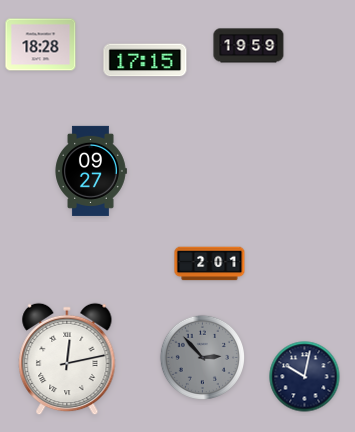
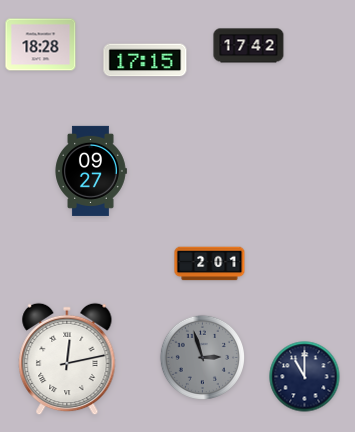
clock at (249, 46): 19:59 -> 17:42
clock at (202, 357): 2:53 -> 2:57
clock at (305, 377): 10:02 -> 11:00
